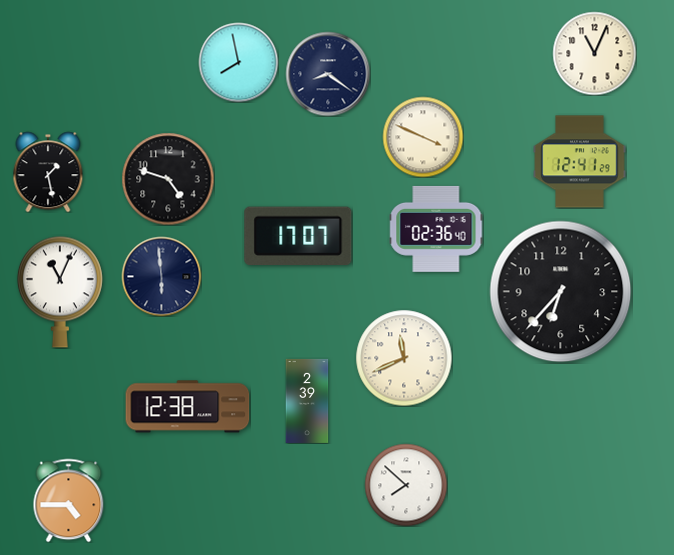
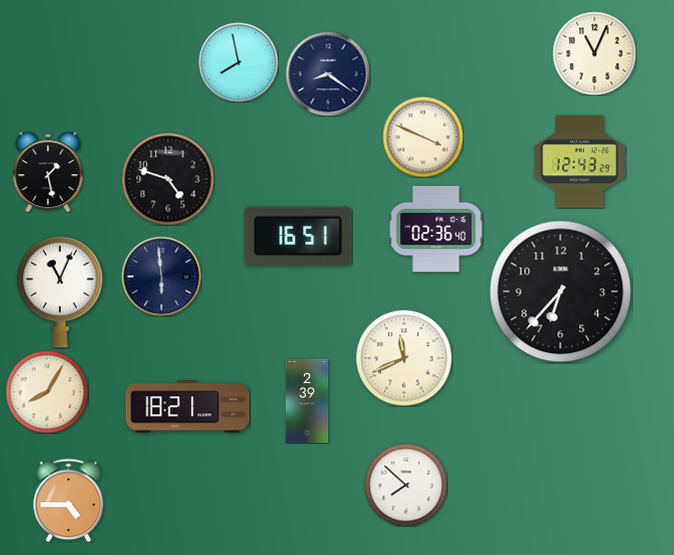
clock at (580, 162): 12:41 -> 12:43
clock at (298, 236): 17:07 -> 16:51
clock at (47, 392): none -> 8:05
clock at (188, 407): 12:38 -> 18:21
